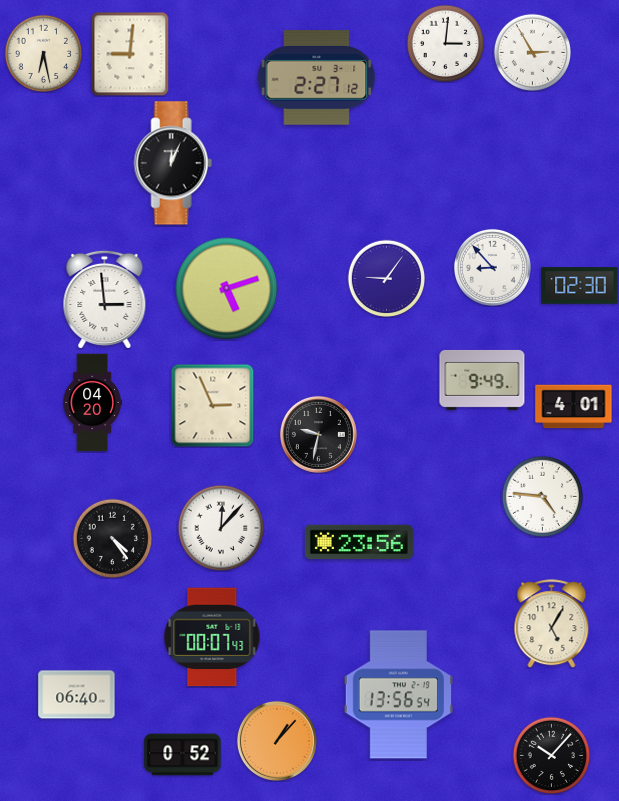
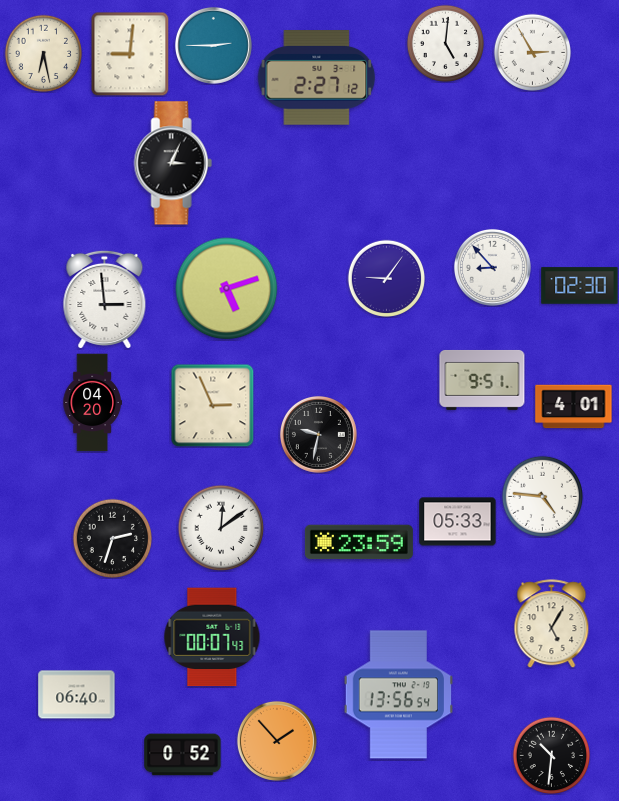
clock at (445, 43): 3:01 -> 5:01
clock at (213, 45): none -> 2:45
clock at (173, 163): 12:04 -> 3:04
clock at (482, 380): 9:49 -> 9:51
clock at (458, 522): none -> 05:33
clock at (221, 528): 12:07 -> 12:09
clock at (112, 538): 4:24 -> 2:33
clock at (359, 542): 23:56 -> 23:59
clock at (277, 741): 1:07 -> 1:53
clock at (551, 755): 10:07 -> 10:31
